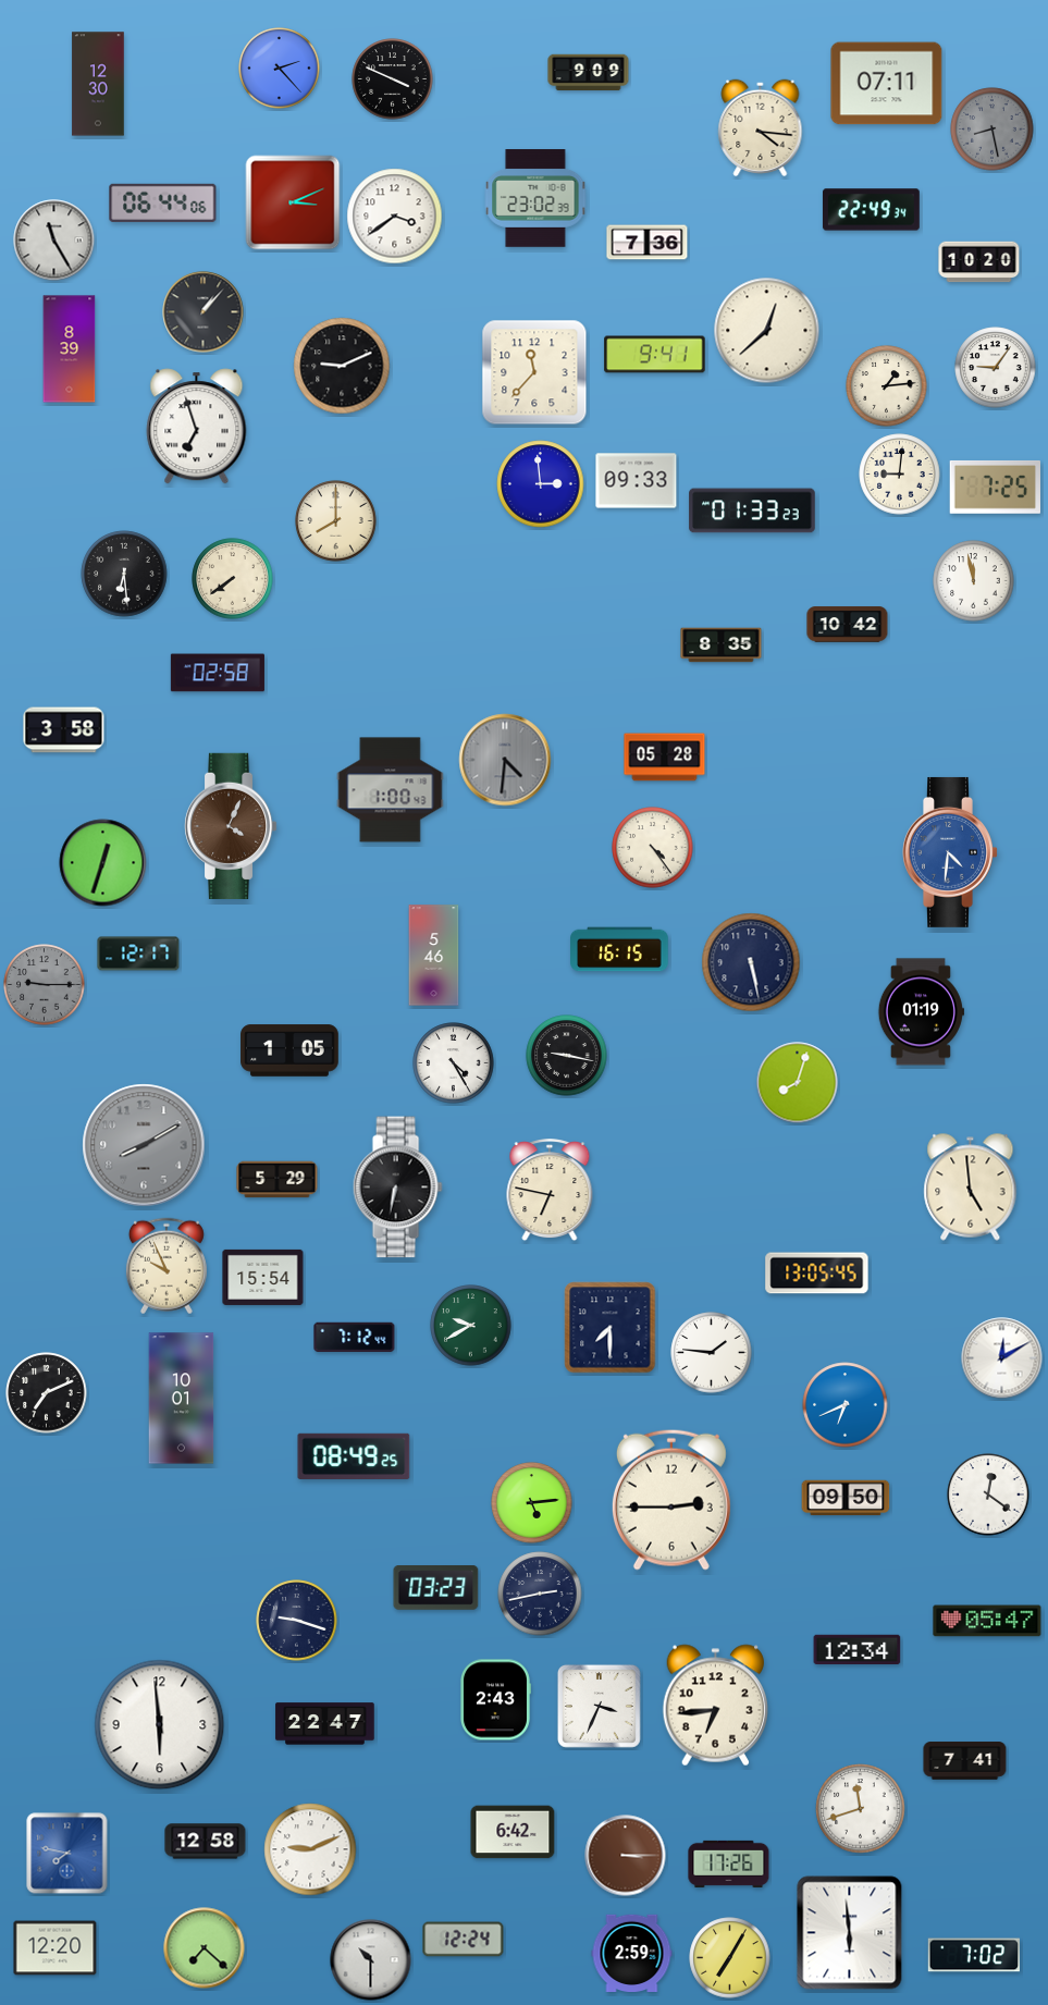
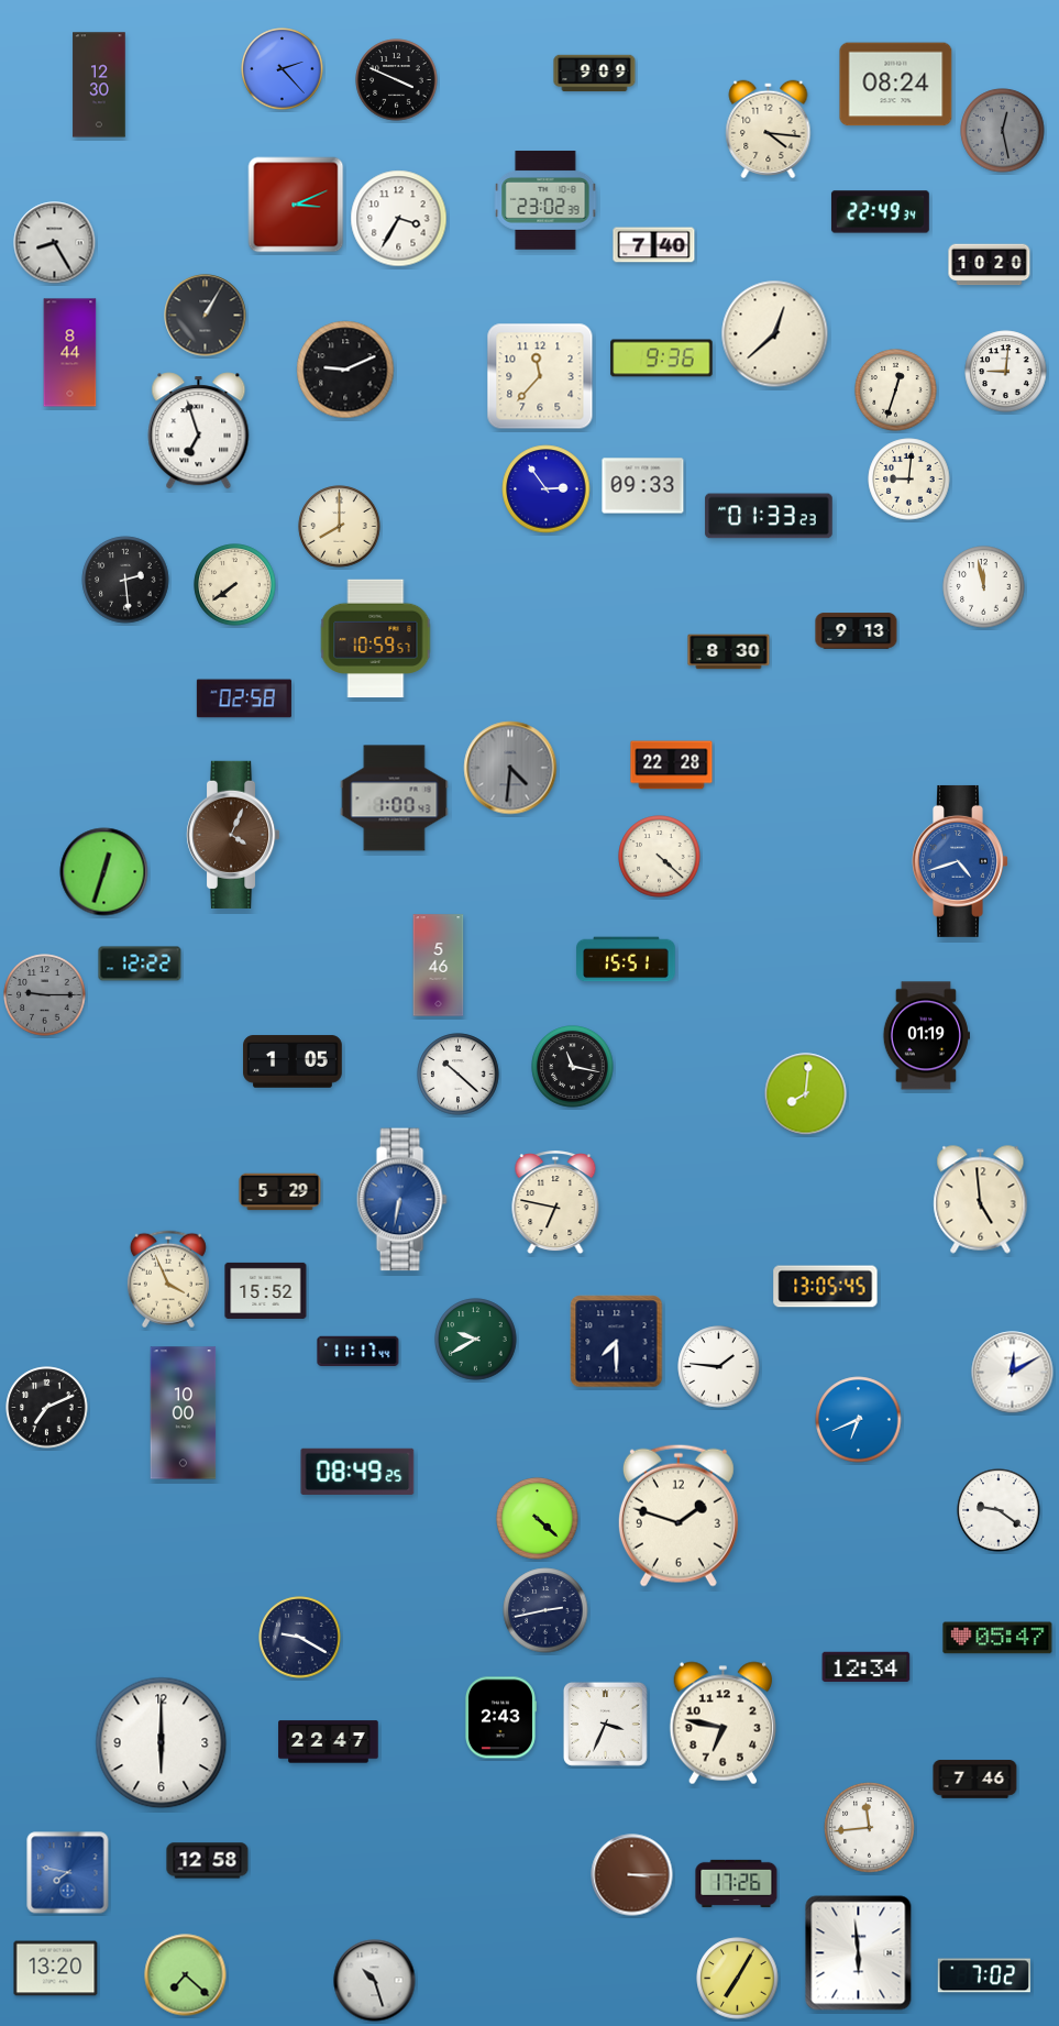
clock at (887, 84): 07:11 -> 08:24
clock at (992, 130): 8:28 -> 12:28
clock at (535, 198) position: (535, 198) -> (545, 200)
clock at (163, 202): 06:44 -> none
clock at (395, 217): 3:39 -> 3:35
clock at (54, 241): 11:25 -> 8:25
clock at (648, 243): 7:36 -> 7:40
clock at (204, 312): 1:07 -> 1:05
clock at (70, 349): 8:39 -> 8:44
clock at (655, 355): 9:41 -> 9:36
clock at (996, 368): 9:06 -> 9:01
clock at (887, 386): 1:14 -> 12:33
clock at (541, 484): 2:59 -> 2:54
clock at (995, 487): 7:25 -> none
clock at (752, 511) position: (752, 511) -> (769, 516)
clock at (124, 574): 6:29 -> 2:29
clock at (848, 625): 10:42 -> 9:13
clock at (376, 639): none -> 10:59
clock at (722, 645): 8:35 -> 8:30
clock at (218, 673) position: (218, 673) -> (244, 698)
clock at (64, 730): 3:58 -> none
clock at (665, 758): 05:28 -> 22:28
clock at (653, 848): 4:24 -> 4:22
clock at (951, 852): 4:31 -> 4:42
clock at (619, 949): 16:15 -> 15:51
clock at (138, 954): 12:17 -> 12:22
clock at (751, 962): 5:28 -> none
clock at (921, 1012) position: (921, 1012) -> (926, 1036)
clock at (567, 1056): 9:17 -> 11:17
clock at (454, 1063): 4:25 -> 10:22
clock at (798, 1083): 8:03 -> 8:01
clock at (144, 1145): 8:10 -> none
clock at (397, 1188) dial: black -> blue
clock at (167, 1266): 9:56 -> 3:56
clock at (263, 1277): 15:54 -> 15:52
clock at (355, 1338): 7:12 -> 11:17
clock at (182, 1399): 10:01 -> 10:00
clock at (846, 1405) position: (846, 1405) -> (859, 1420)
clock at (988, 1494): 12:21 -> 9:21
clock at (846, 1498): 09:50 -> none
clock at (671, 1500): 2:45 -> 1:48
clock at (532, 1503): 5:14 -> 4:22
clock at (436, 1588): 03:23 -> none
clock at (297, 1621): 9:18 -> 9:20
clock at (715, 1706): 6:44 -> 6:47
clock at (160, 1725): 5:59 -> 6:00
clock at (965, 1761): 7:41 -> 7:46
clock at (861, 1809): 11:42 -> 11:44
clock at (513, 1832): 6:42 -> none
clock at (310, 1849): 9:11 -> none
clock at (464, 1940): 12:24 -> none
clock at (56, 1948): 12:20 -> 13:20
clock at (205, 1948) position: (205, 1948) -> (186, 1975)
clock at (632, 1953): 2:59 -> none
clock at (371, 1960): 10:30 -> 10:27
